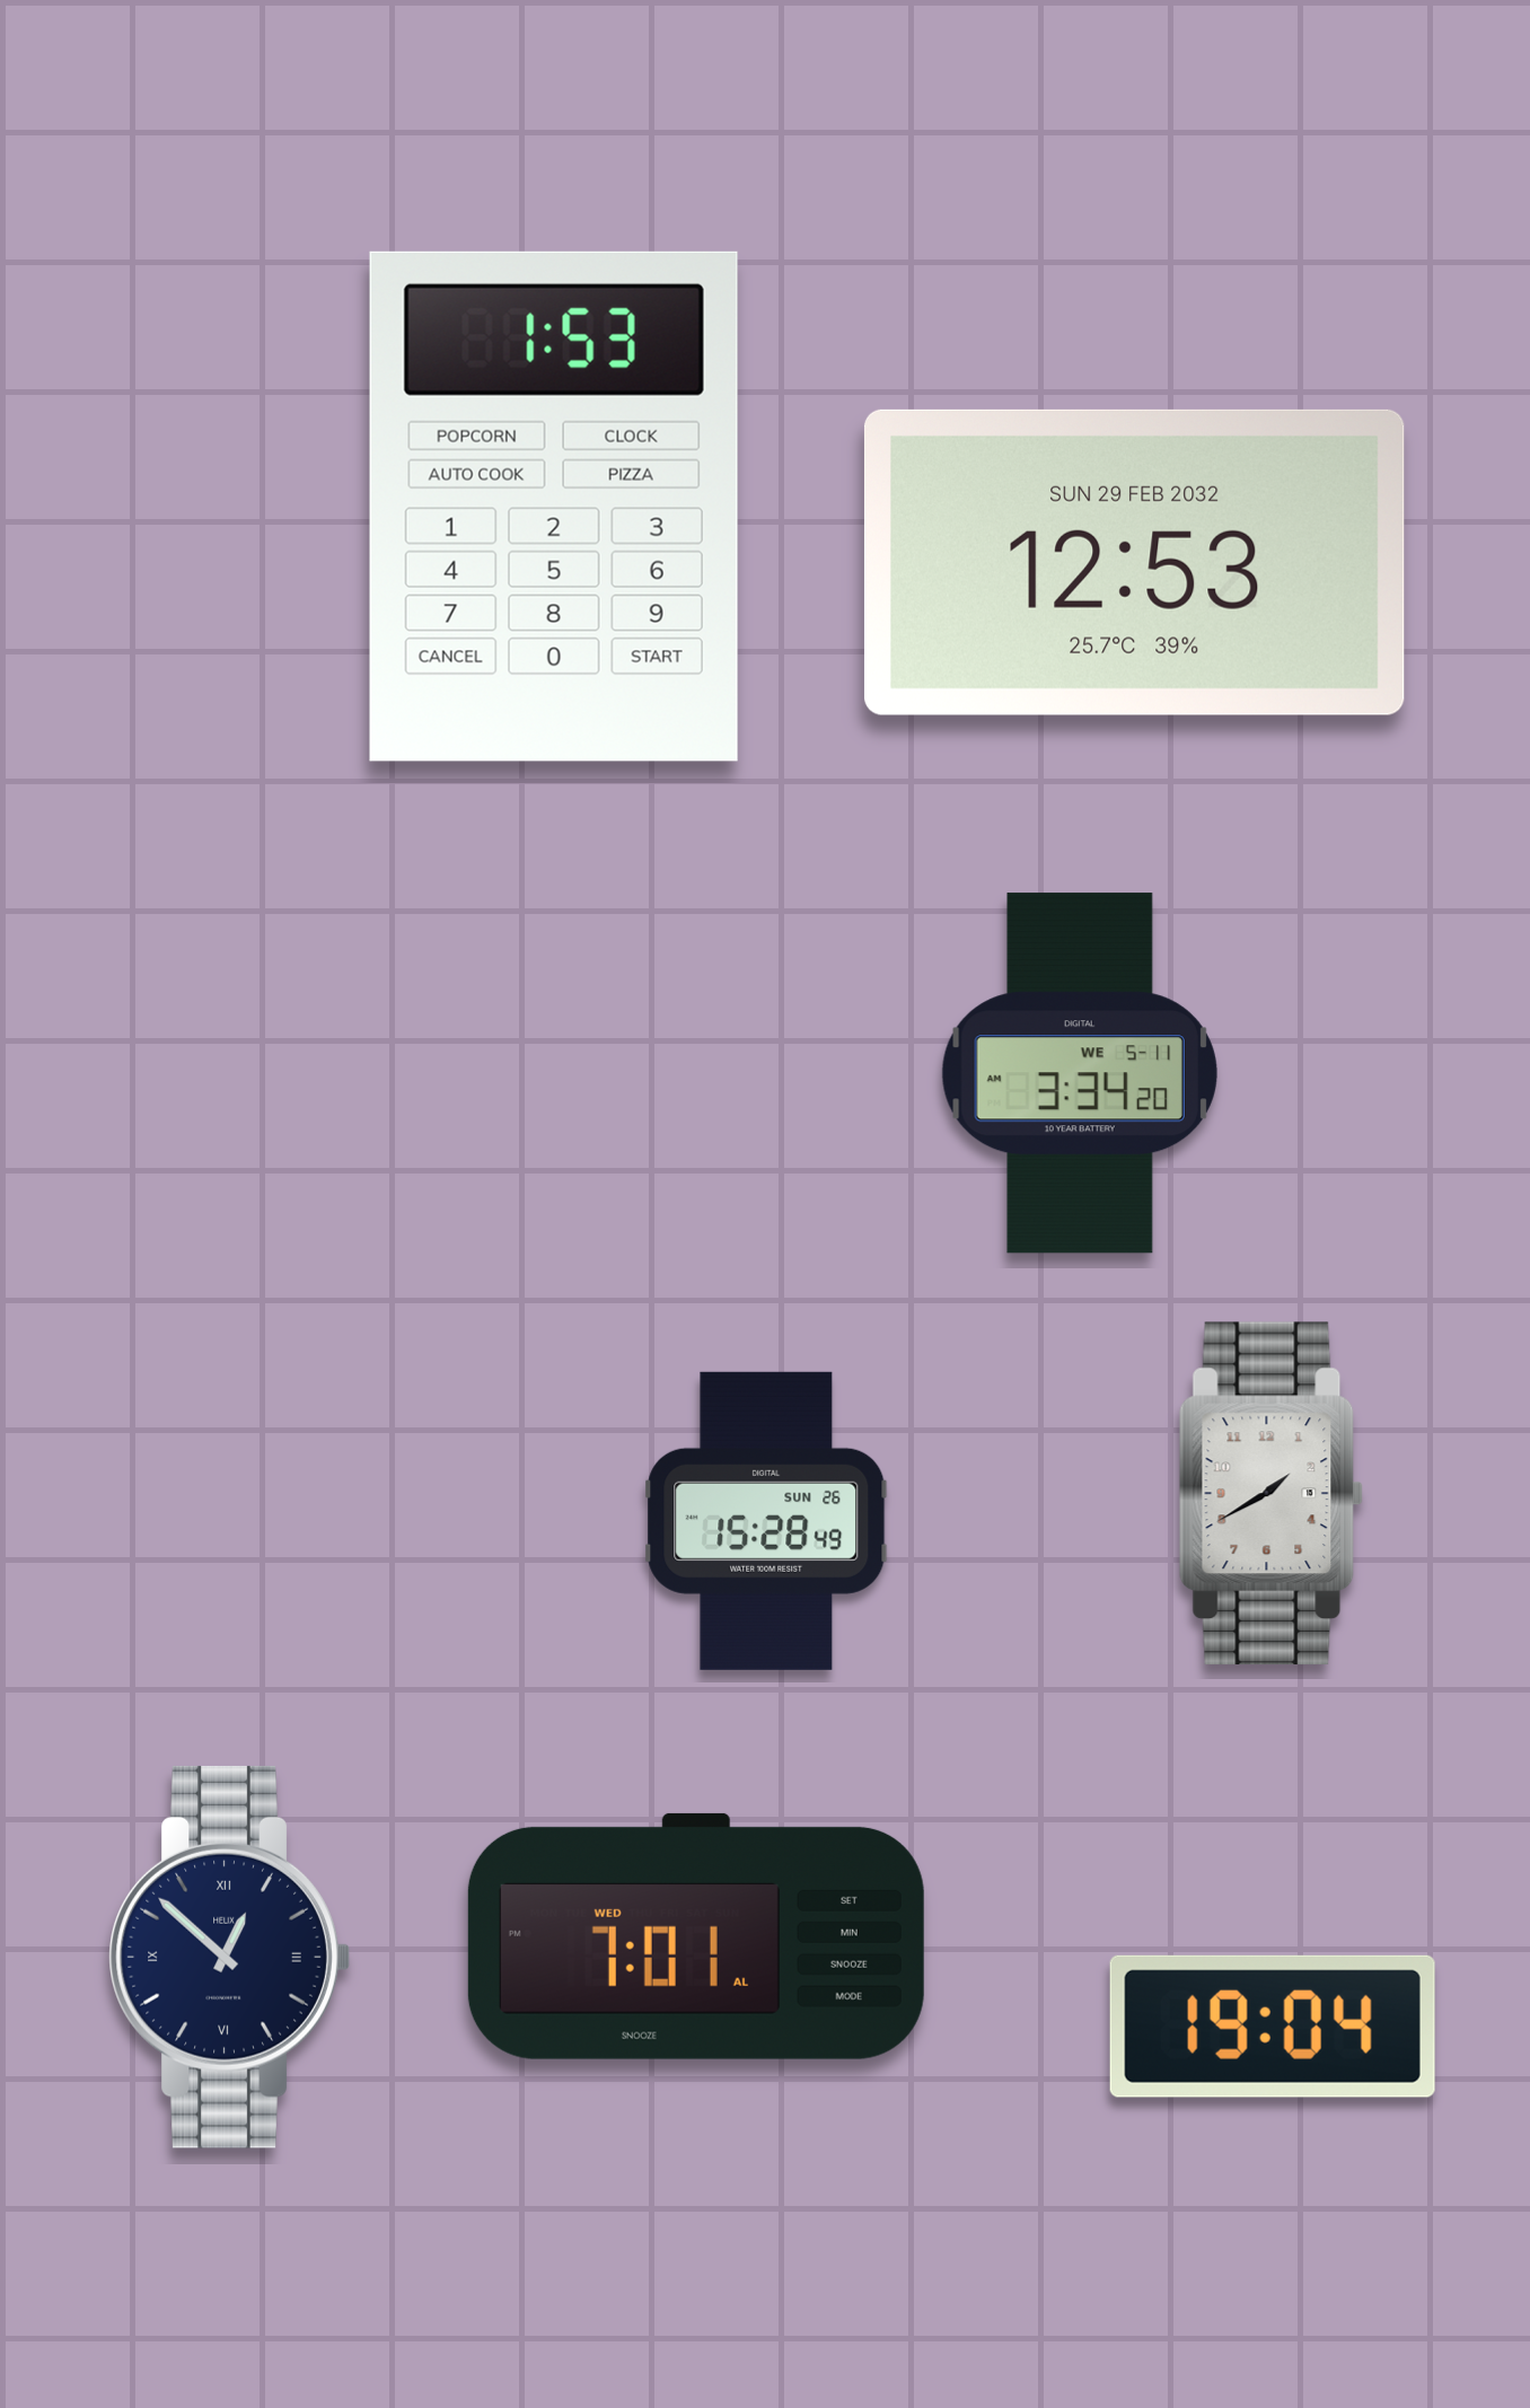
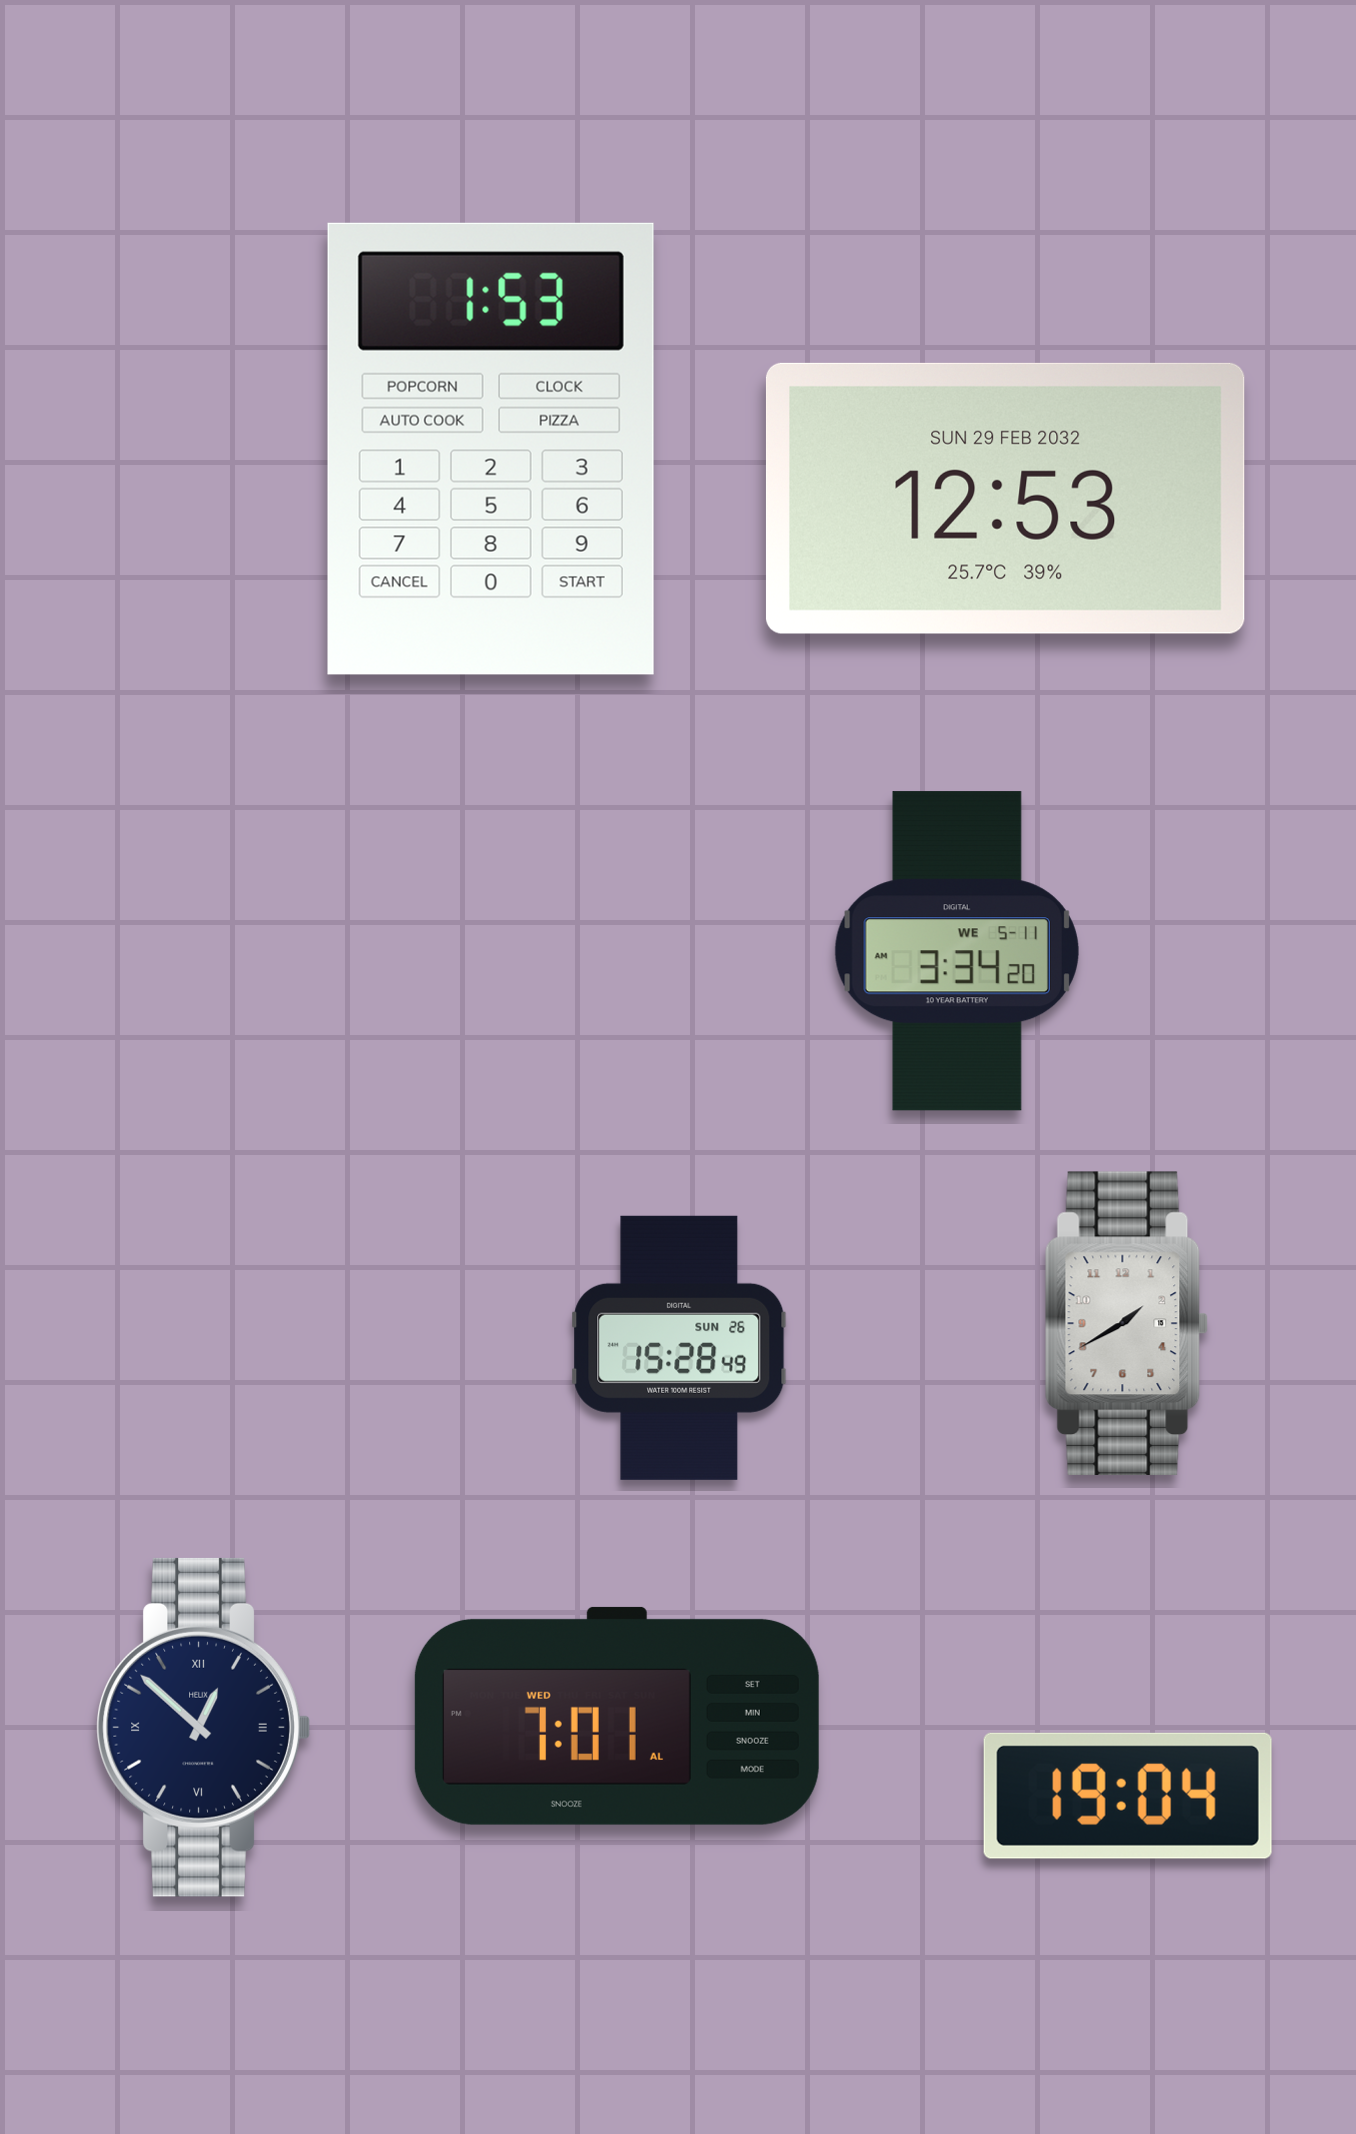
clock at (229, 1957) position: (229, 1957) -> (203, 1727)
